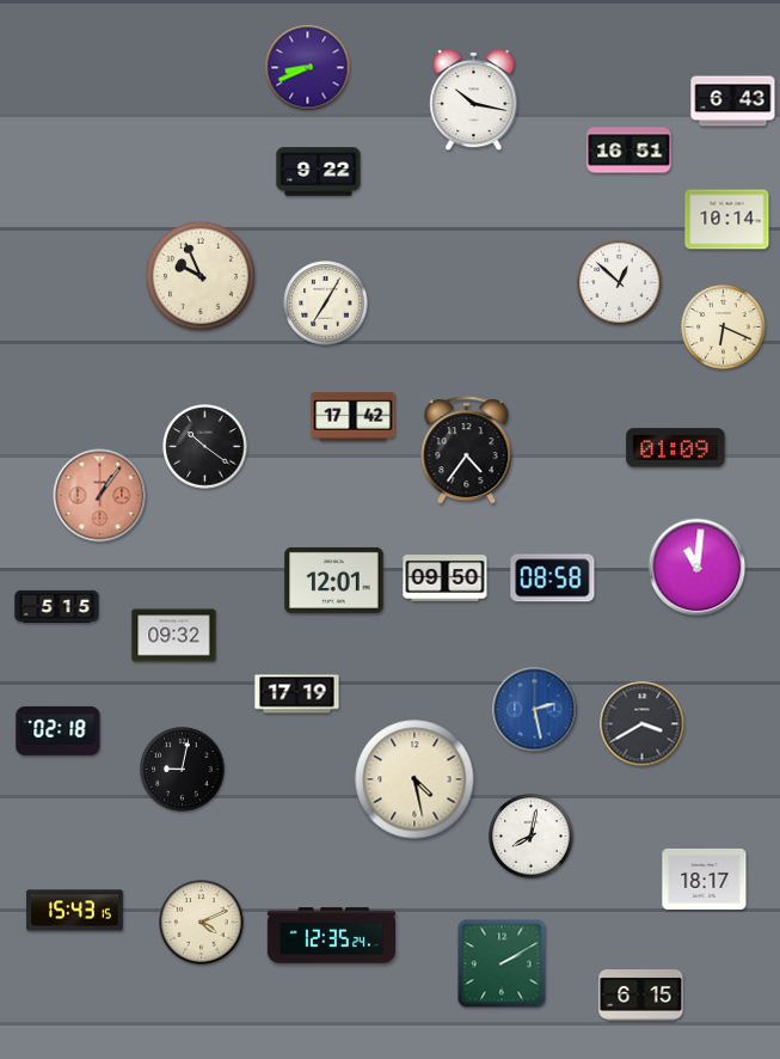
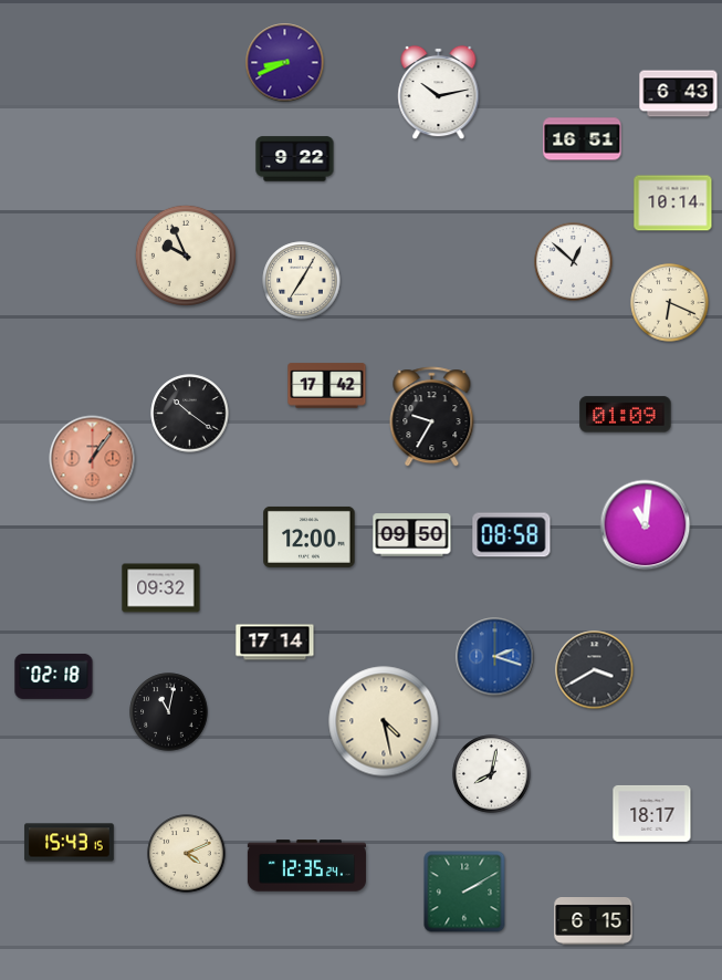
clock at (474, 100): 10:17 -> 10:13
clock at (467, 451): 4:36 -> 9:35
clock at (334, 580): 12:01 -> 12:00
clock at (57, 606): 5:15 -> none
clock at (297, 694): 17:19 -> 17:14
clock at (535, 710): 2:28 -> 2:18
clock at (183, 770): 9:02 -> 11:02
